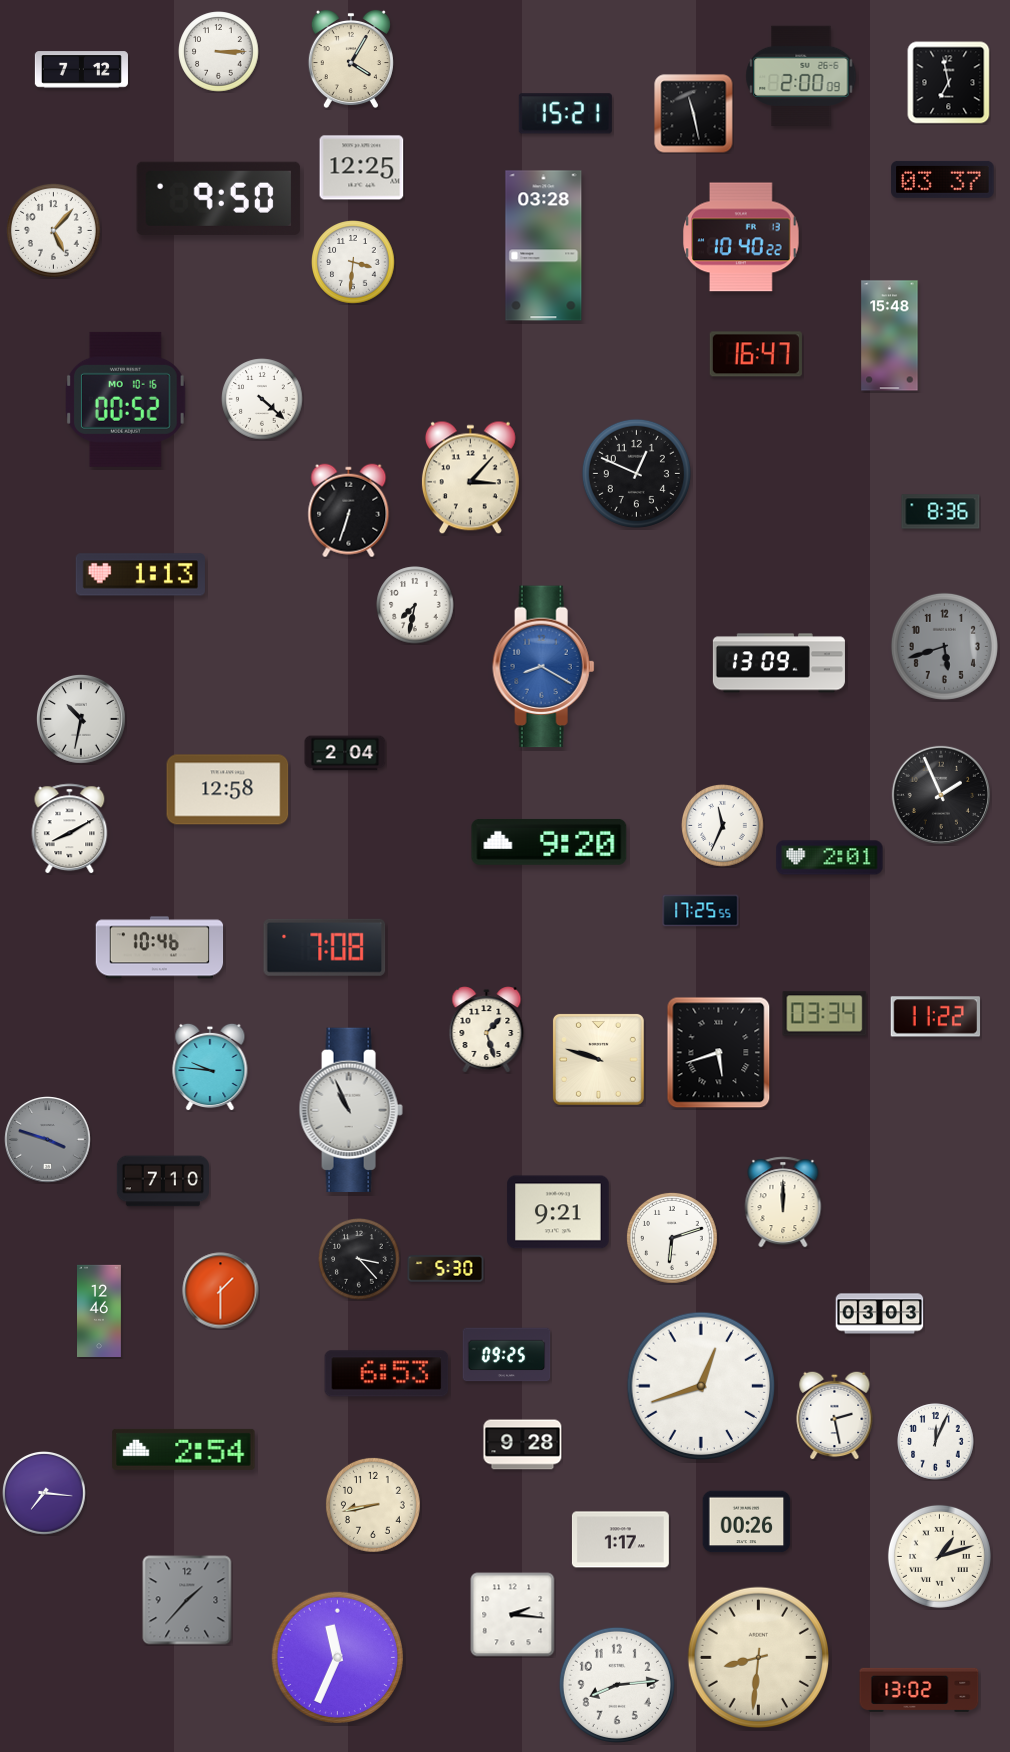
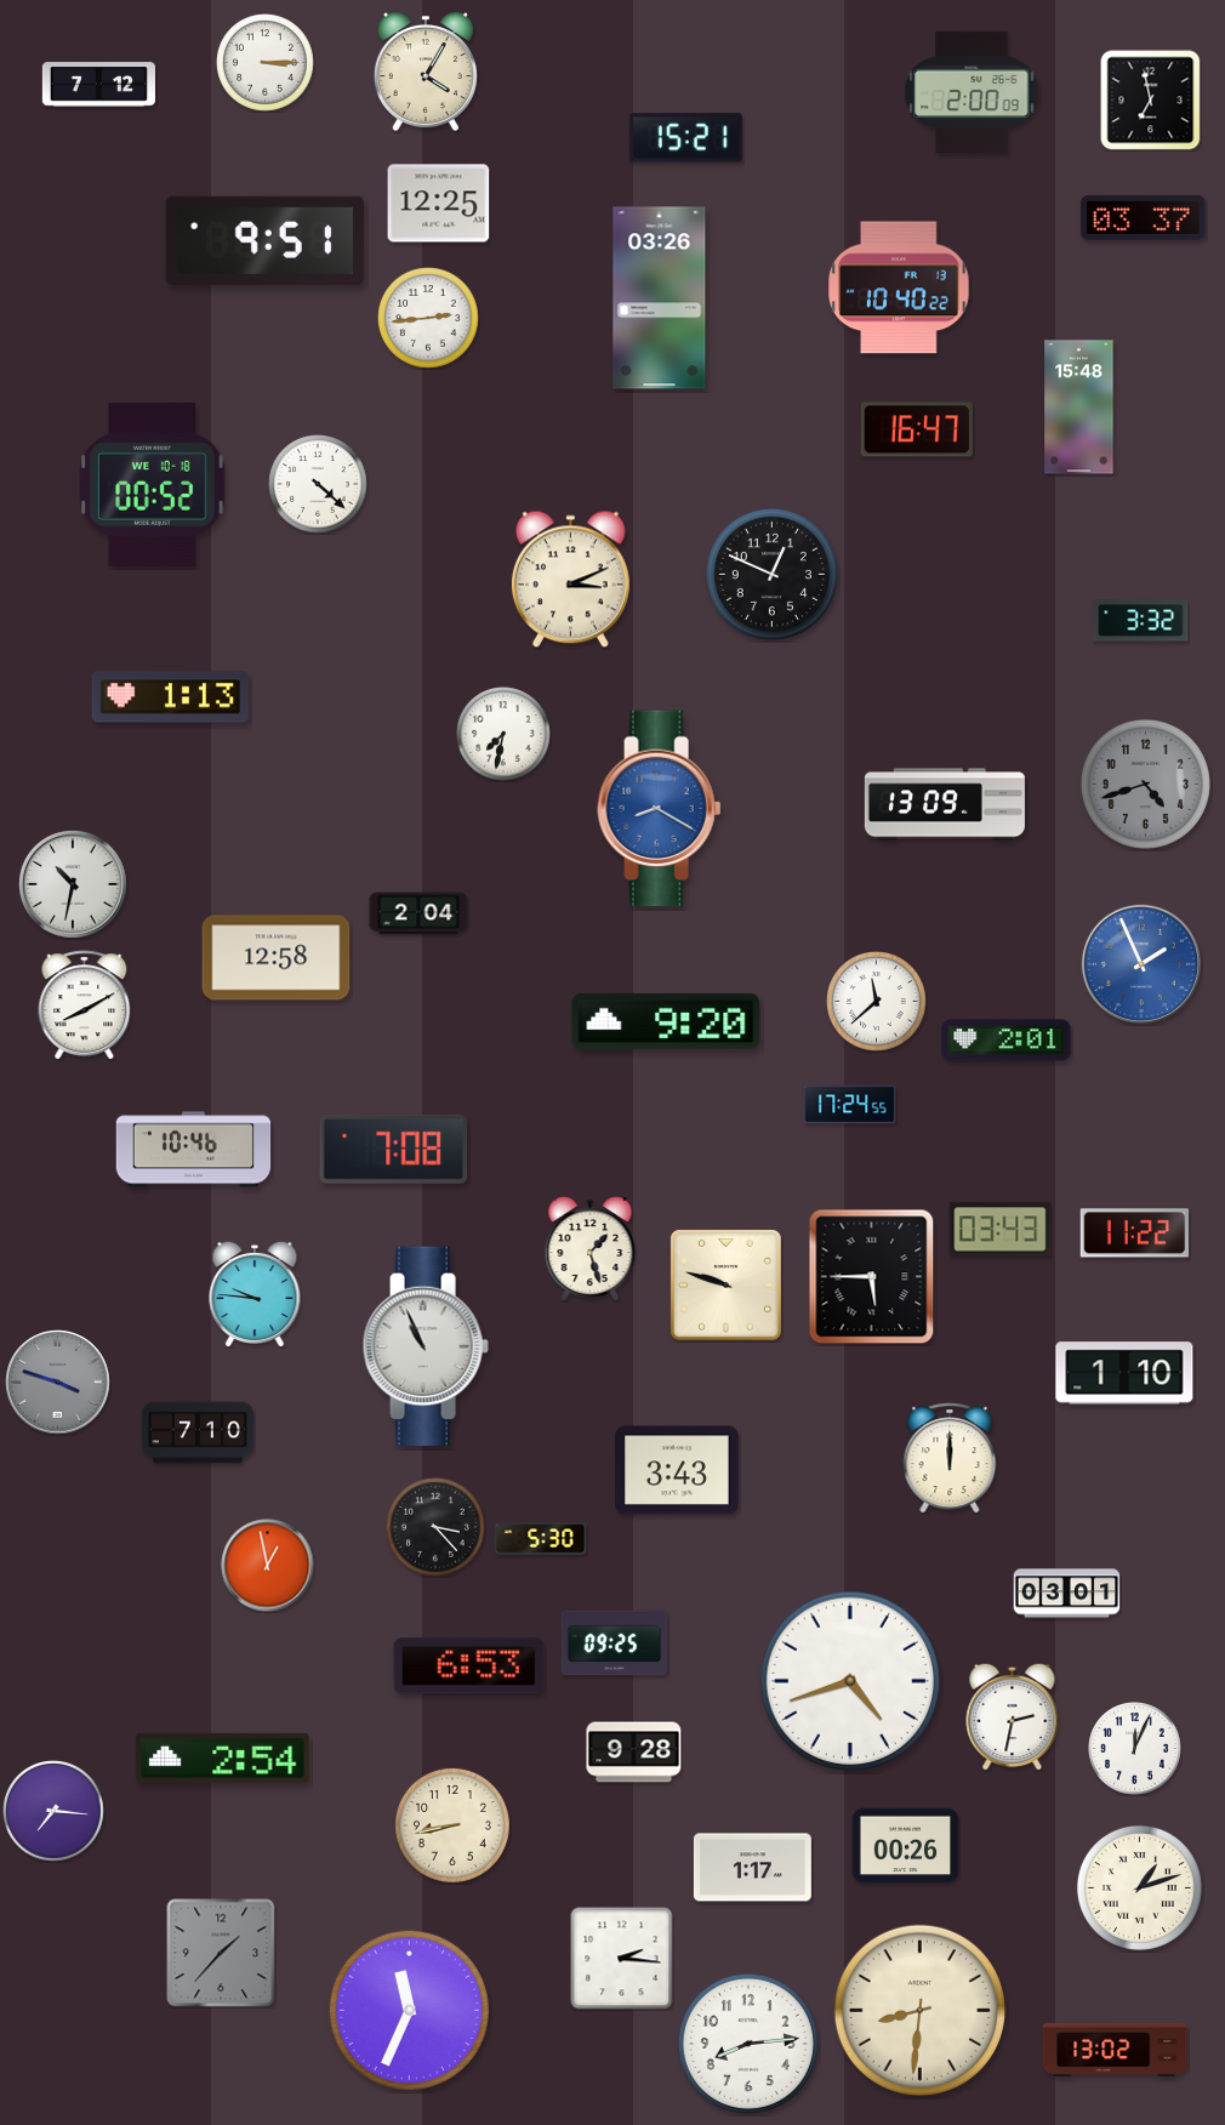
clock at (694, 114): 11:28 -> none
clock at (219, 198): 9:50 -> 9:51
clock at (53, 230): 5:07 -> none
clock at (544, 246): 03:28 -> 03:26
clock at (353, 262): 3:31 -> 2:44
clock at (126, 399) date: MO 10-16 -> WE 10-18
clock at (470, 478): 3:07 -> 3:11
clock at (349, 511): 6:33 -> none
clock at (941, 512): 8:36 -> 3:32
clock at (944, 646): 5:42 -> 4:42
clock at (82, 720) position: (82, 720) -> (74, 885)
clock at (941, 795) dial: black -> blue
clock at (723, 826): 11:34 -> 11:38
clock at (701, 911): 17:25 -> 17:24
clock at (825, 1014): 03:34 -> 03:43
clock at (719, 1053): 5:42 -> 5:45
clock at (1124, 1373): none -> 1:10
clock at (558, 1212): 9:21 -> 3:43
clock at (672, 1238): 6:12 -> none
clock at (221, 1291): 1:30 -> 12:58
clock at (100, 1310): 12:46 -> none
clock at (880, 1314): 03:03 -> 03:01
clock at (701, 1386): 12:42 -> 4:42
clock at (835, 1415): 2:28 -> 2:32
clock at (187, 1600) position: (187, 1600) -> (221, 1953)
